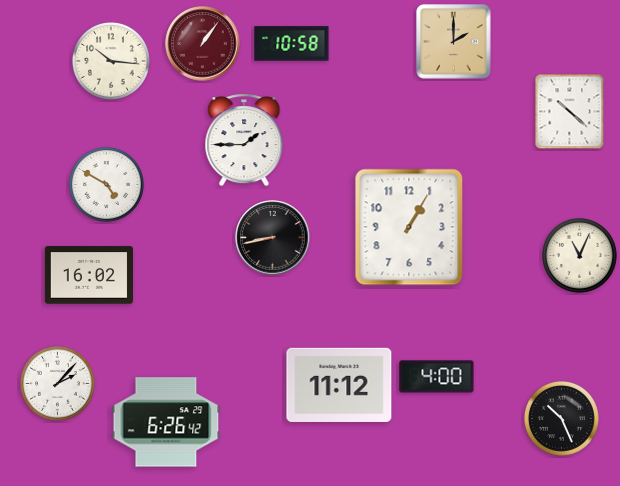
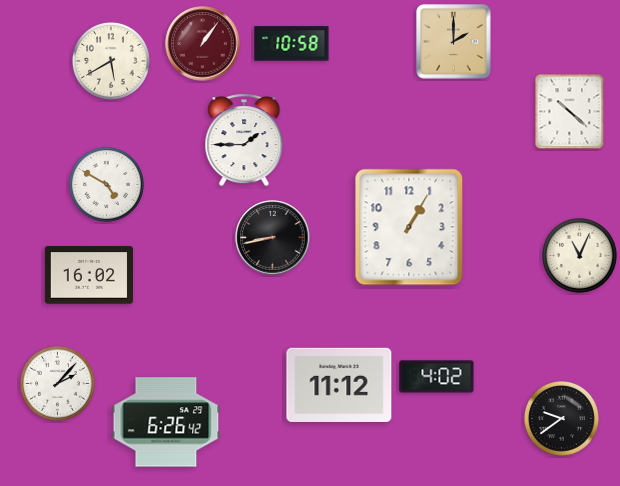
clock at (112, 62): 10:16 -> 5:40
clock at (437, 377): 4:00 -> 4:02
clock at (561, 418): 10:26 -> 9:39
